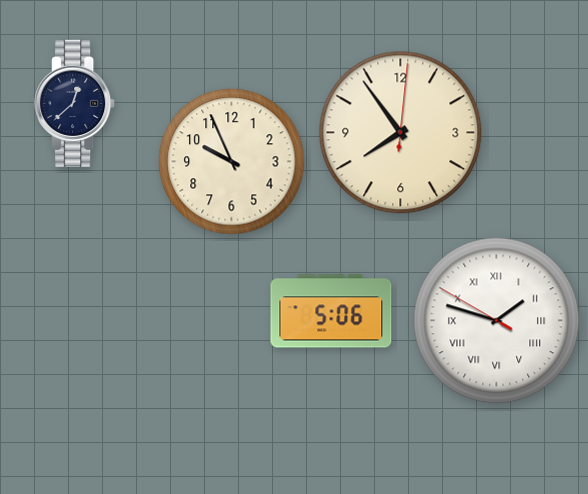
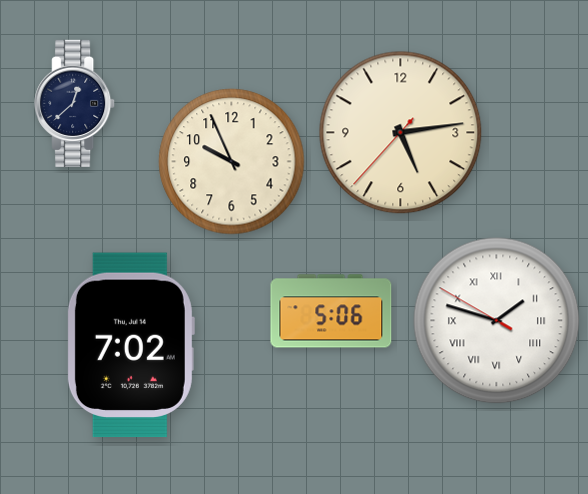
clock at (401, 133): 7:54 -> 5:13
clock at (130, 345): none -> 7:02
